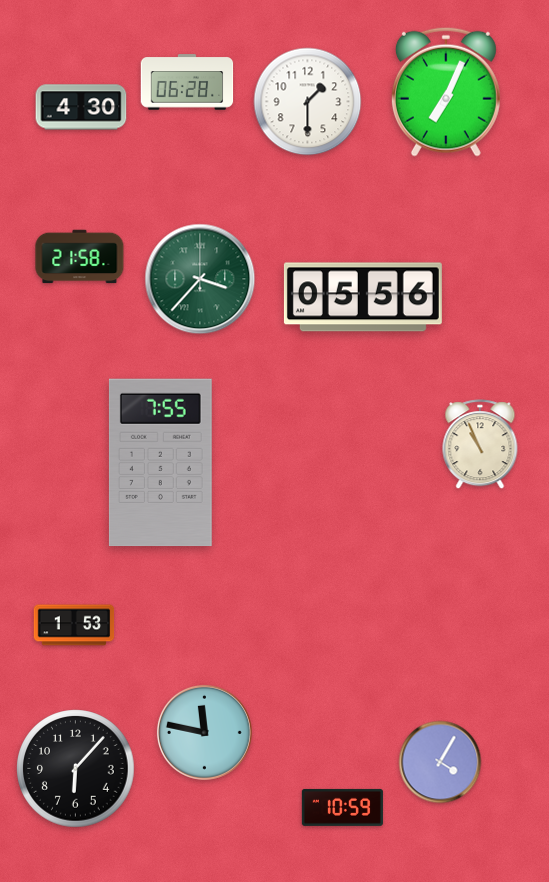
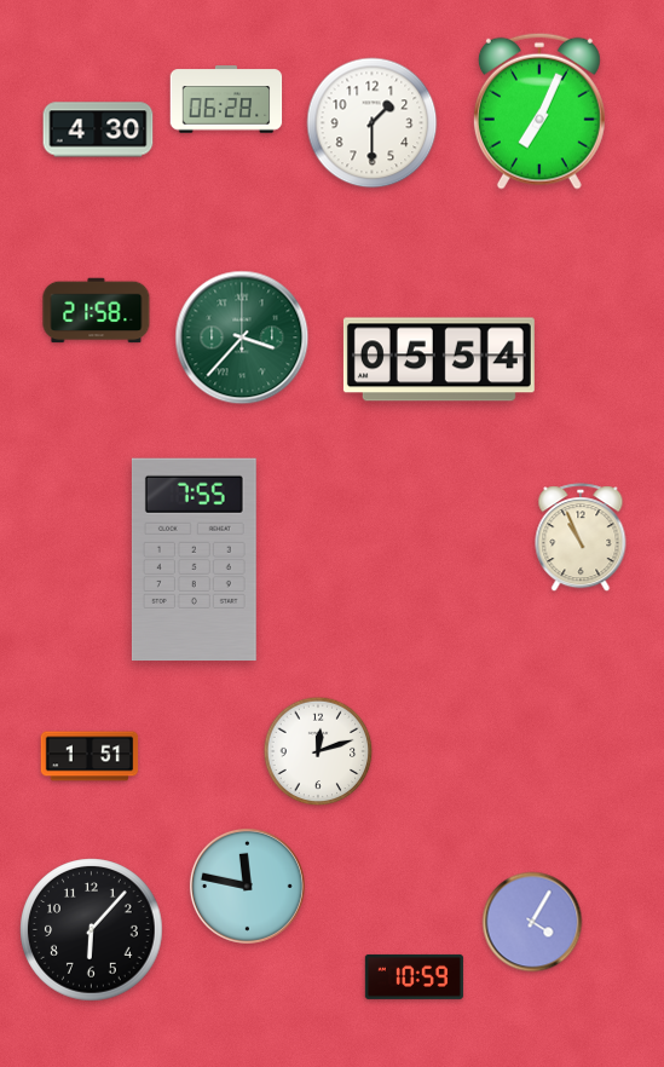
clock at (363, 297): 05:56 -> 05:54
clock at (318, 751): none -> 12:12
clock at (74, 625): 1:53 -> 1:51
